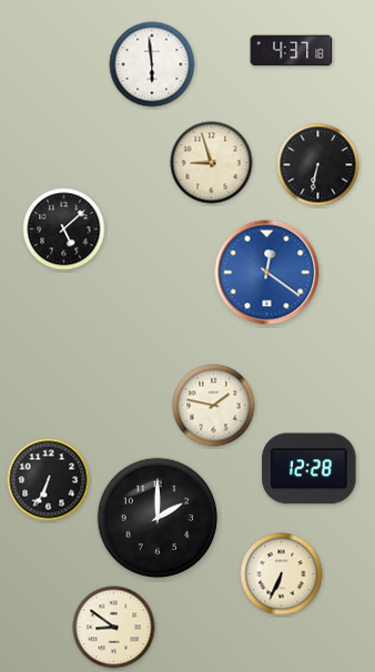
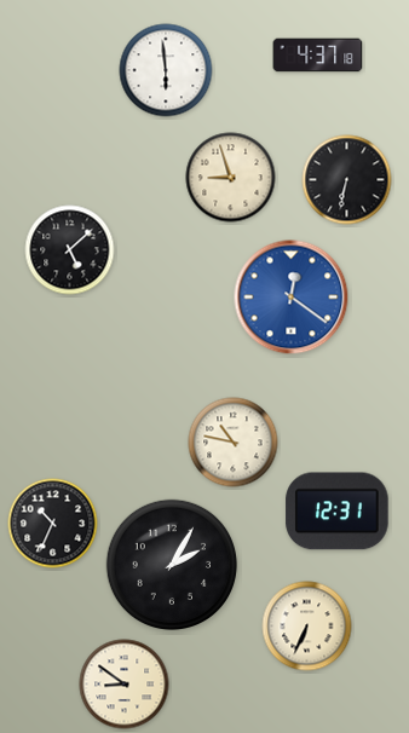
clock at (214, 406): 1:47 -> 10:47
clock at (310, 469): 12:28 -> 12:31
clock at (49, 480): 6:34 -> 10:34
clock at (158, 518): 2:00 -> 2:05
